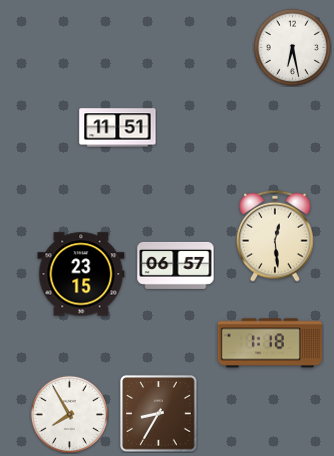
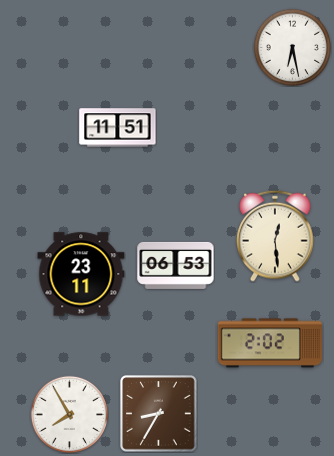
clock at (176, 265): 06:57 -> 06:53
clock at (81, 274): 23:15 -> 23:11
clock at (270, 343): 1:18 -> 2:02
